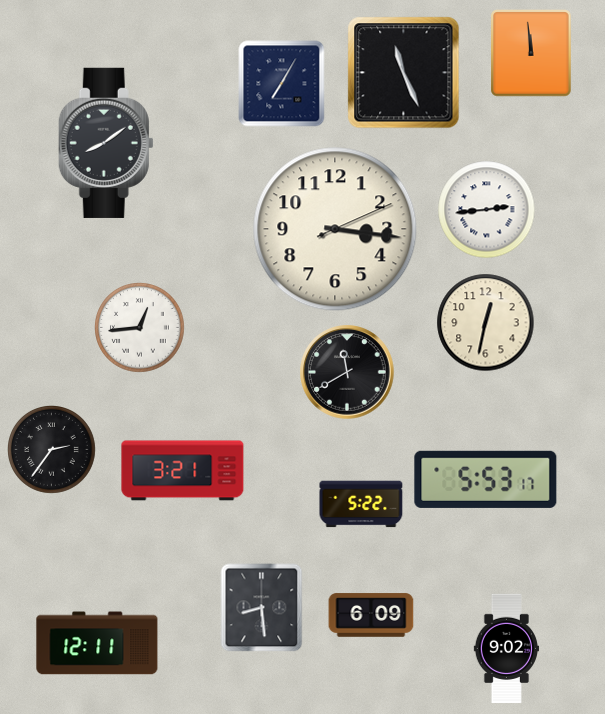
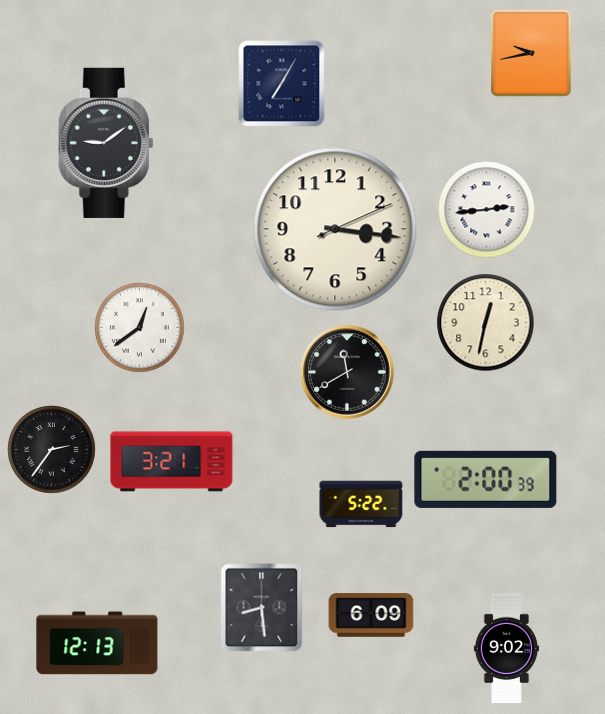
clock at (531, 53): 11:59 -> 9:43
clock at (404, 73): 11:26 -> none
clock at (106, 143): 8:09 -> 9:09
clock at (140, 328): 12:44 -> 12:39
clock at (183, 471) position: (183, 471) -> (172, 462)
clock at (486, 479): 5:53 -> 2:00
clock at (97, 643): 12:11 -> 12:13
